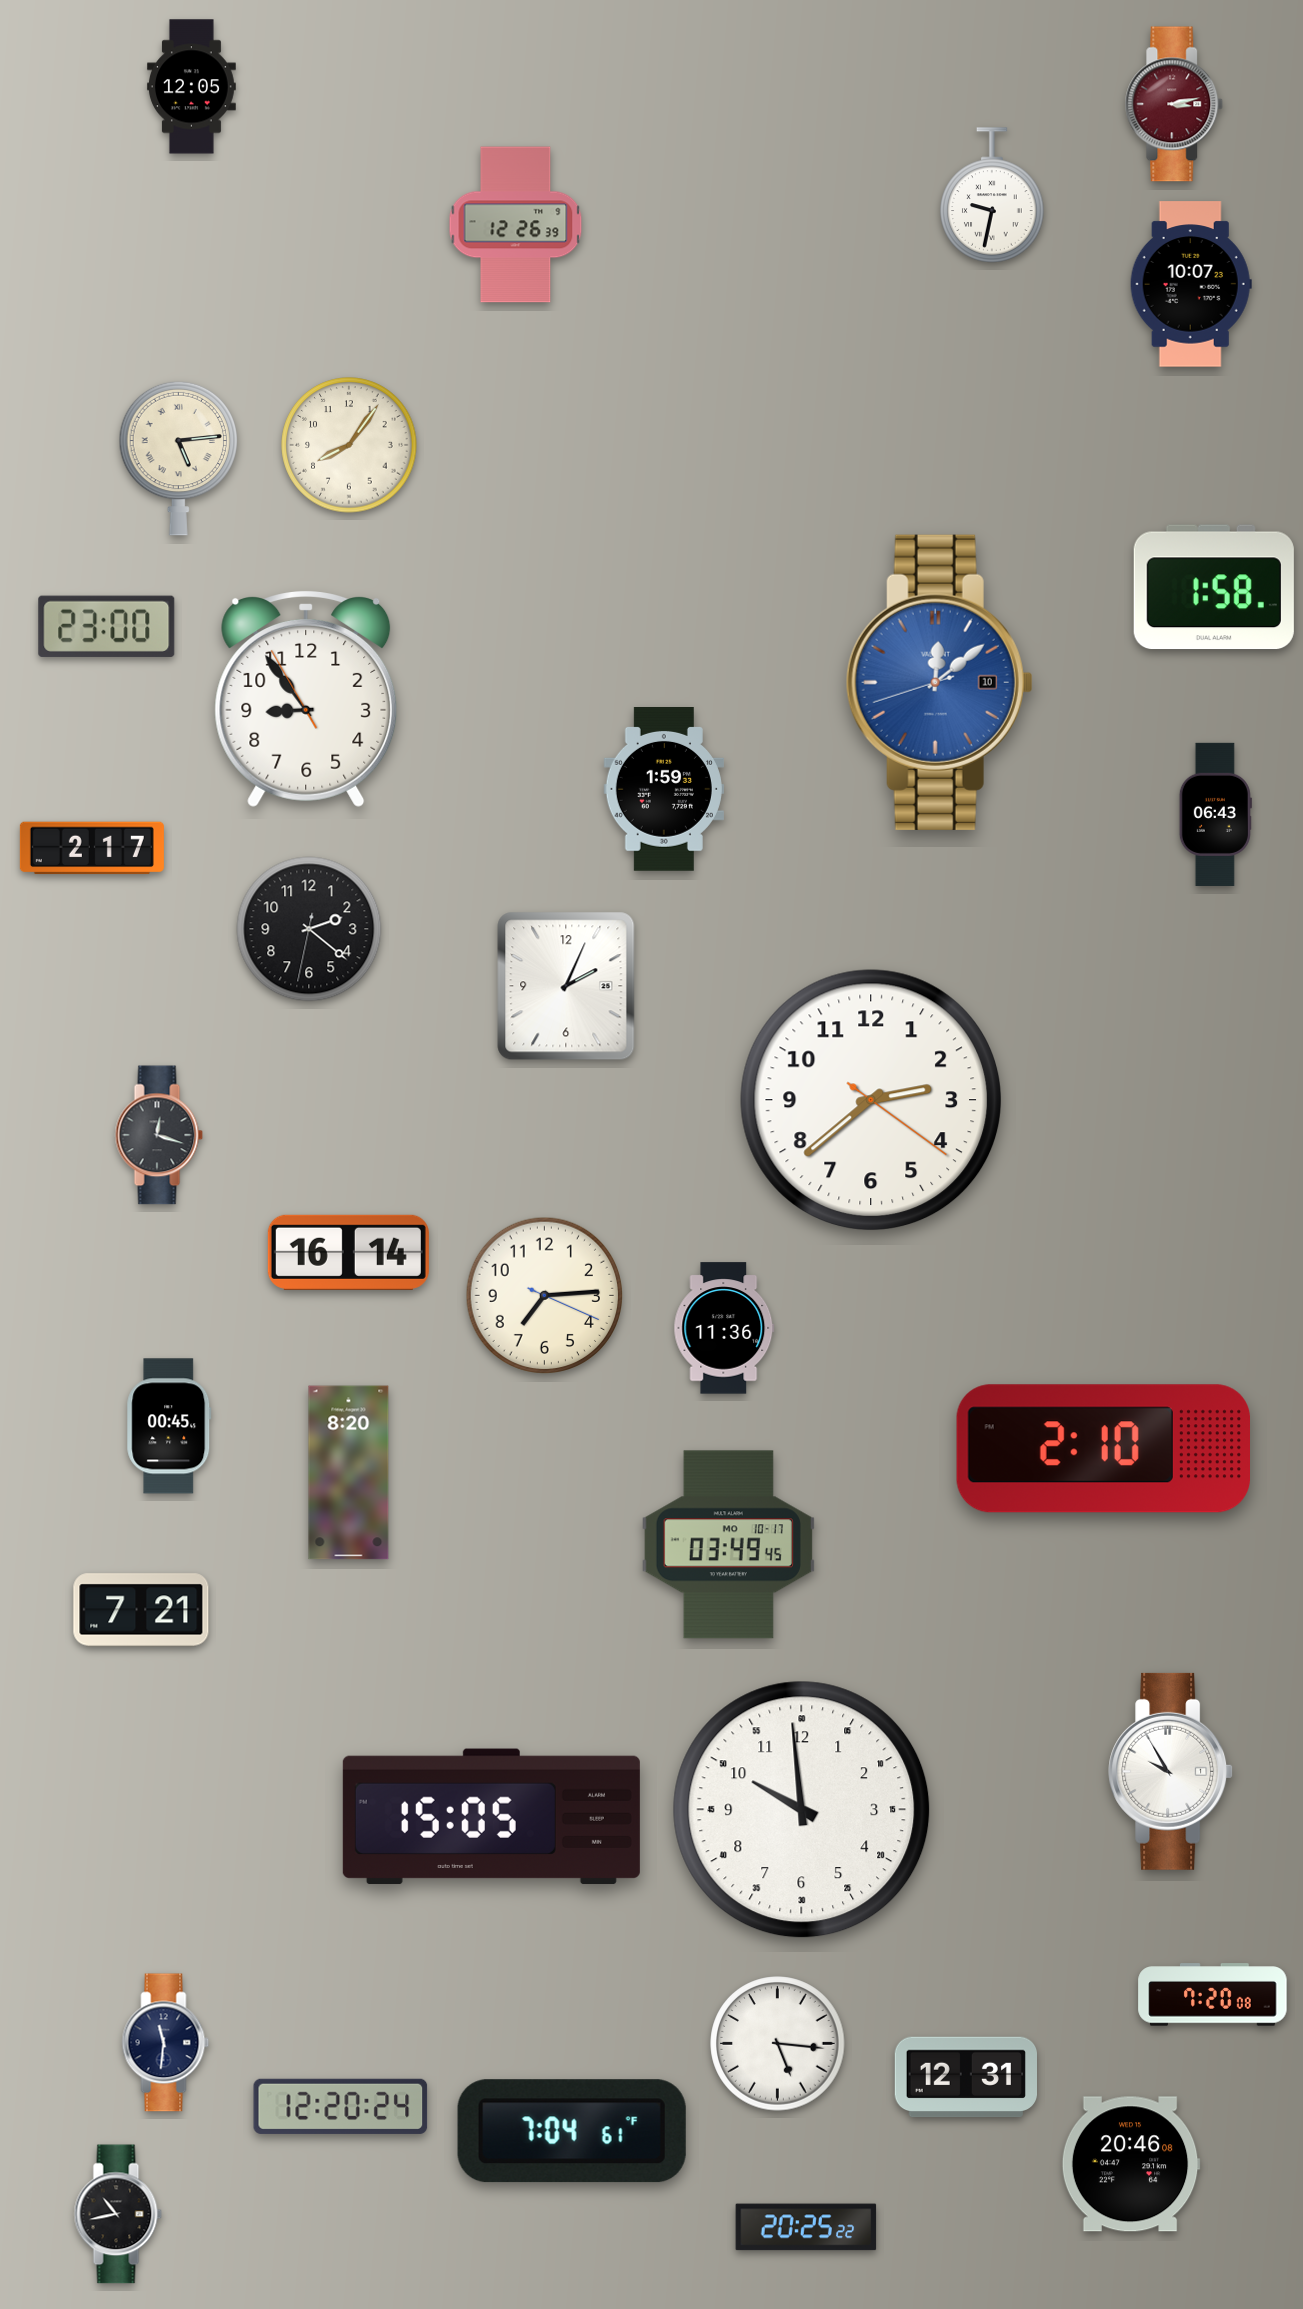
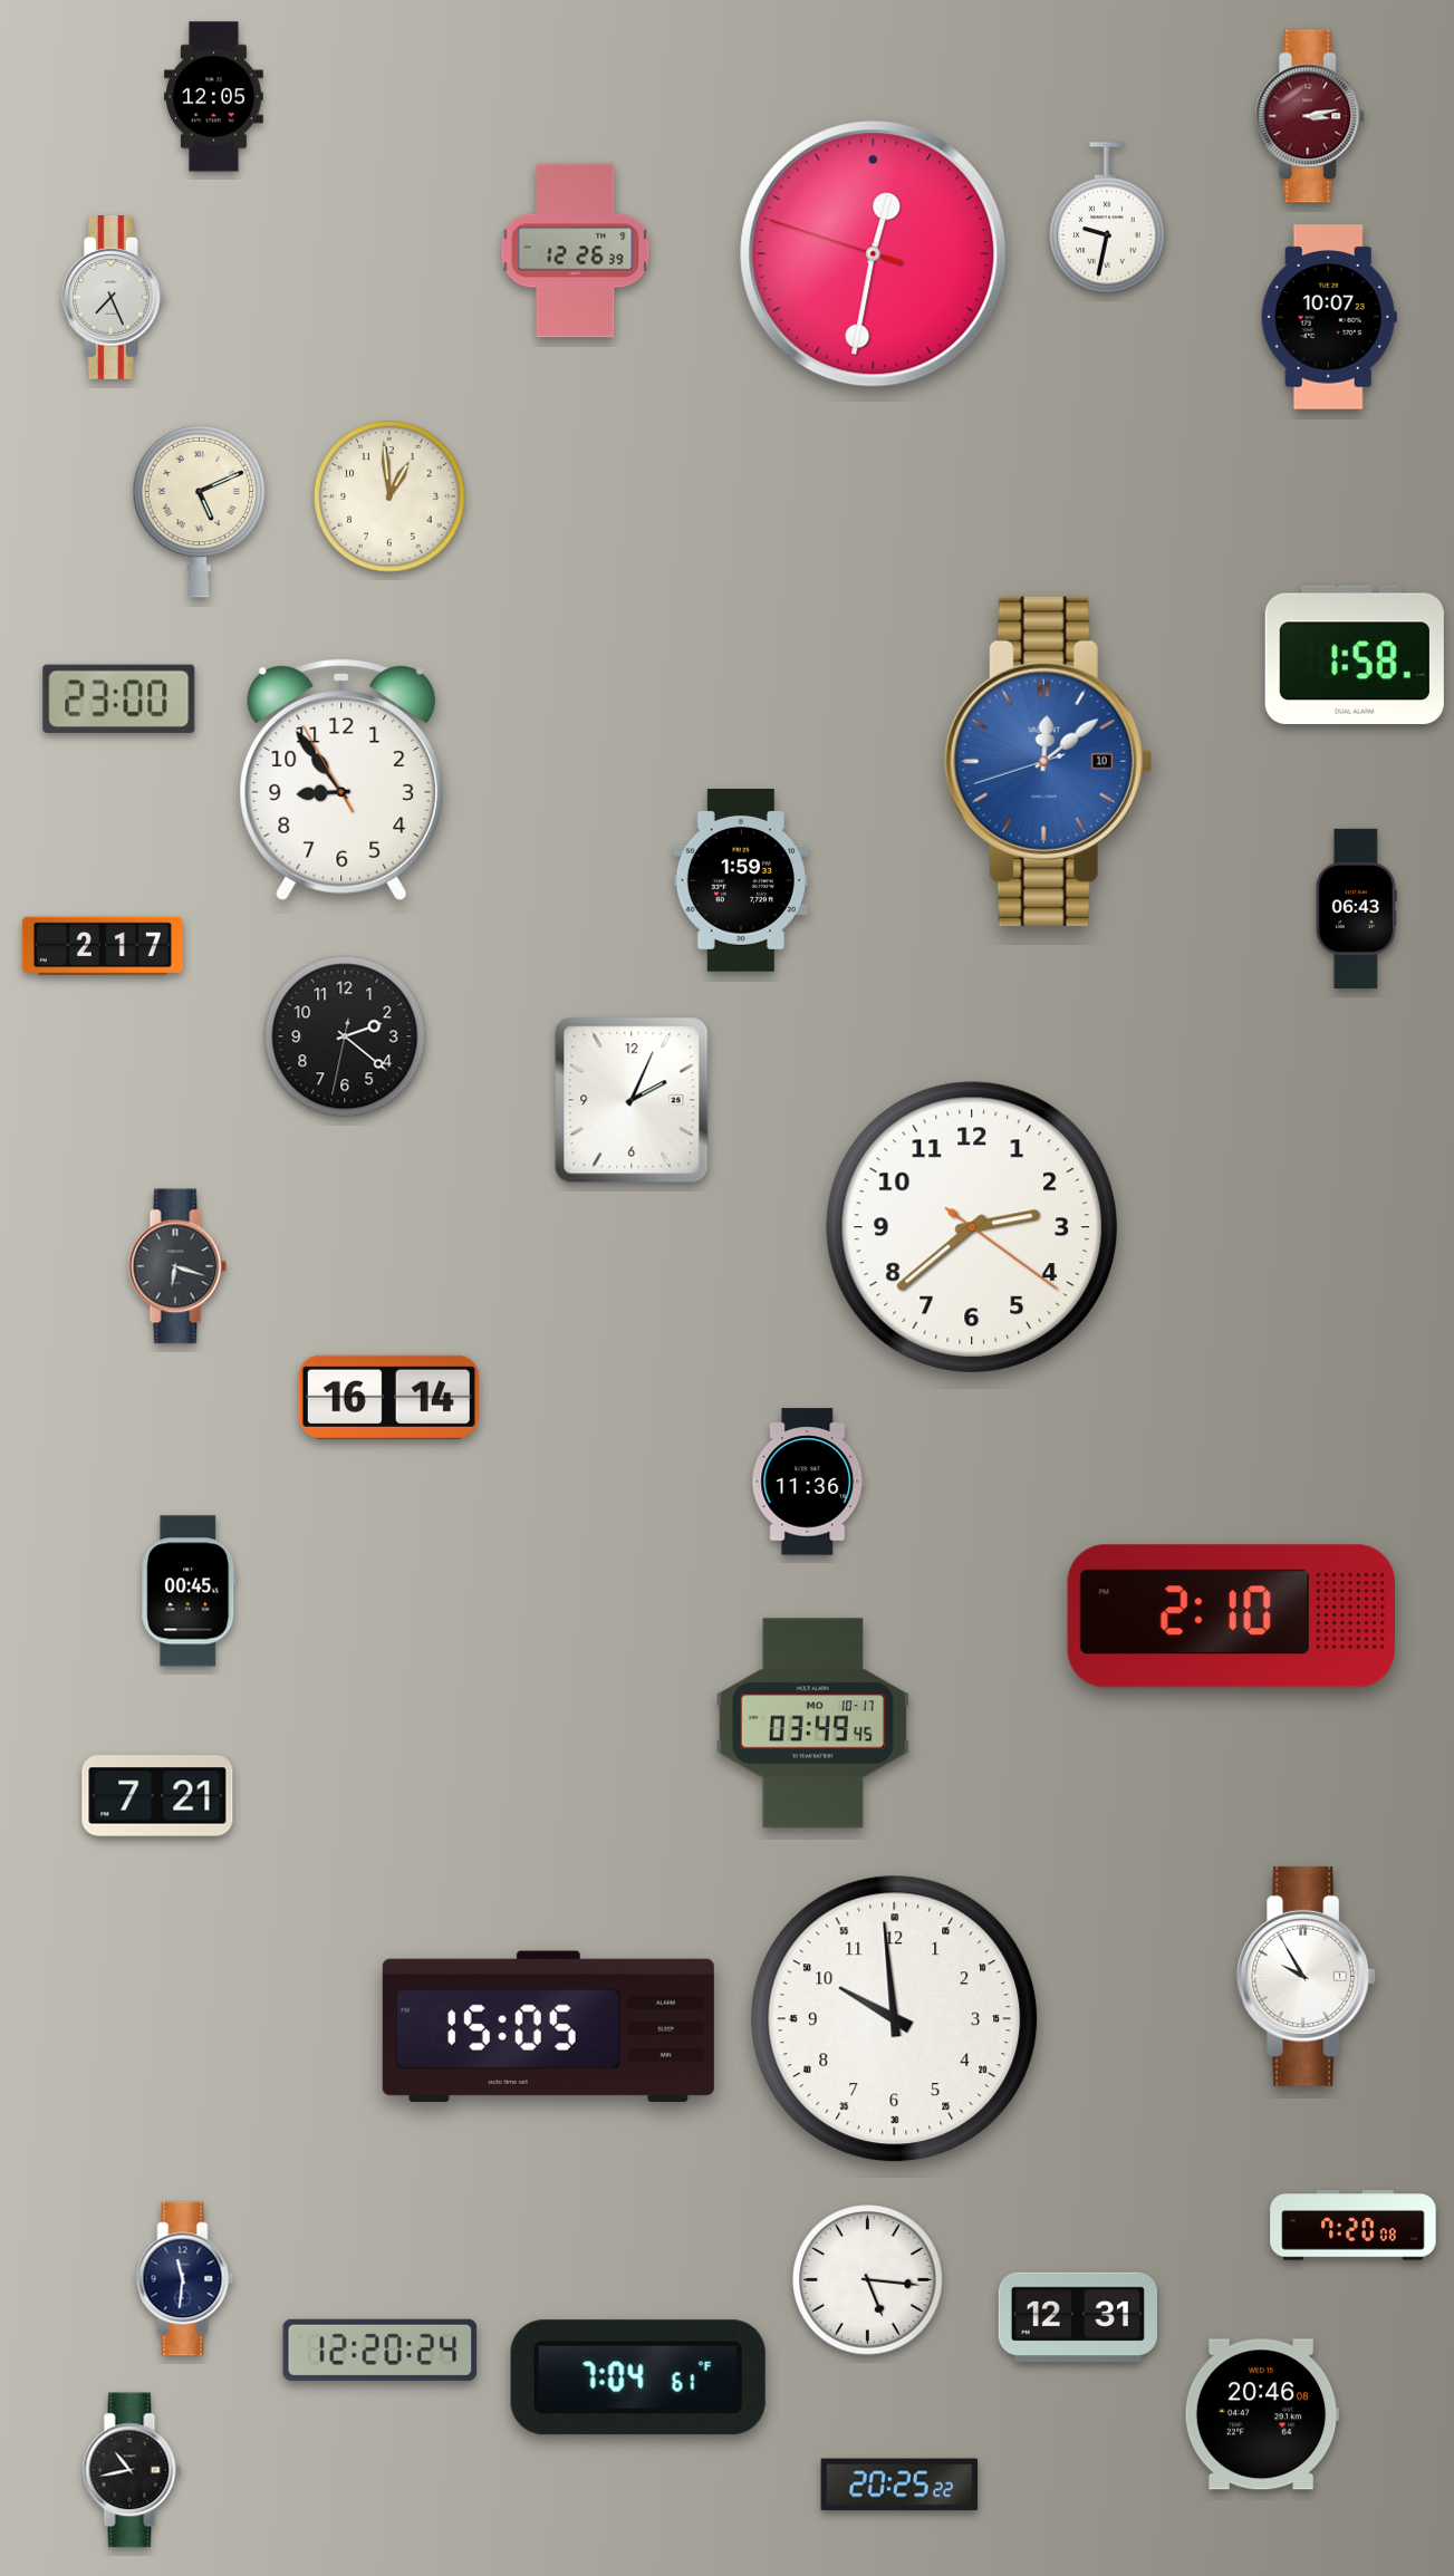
clock at (874, 254): none -> 12:31
clock at (113, 298): none -> 7:26
clock at (349, 445): 8:06 -> 12:59
clock at (178, 458): 5:14 -> 5:11
clock at (159, 1135): 12:18 -> 6:18
clock at (545, 1296): 7:14 -> none
clock at (349, 1473): 8:20 -> none
